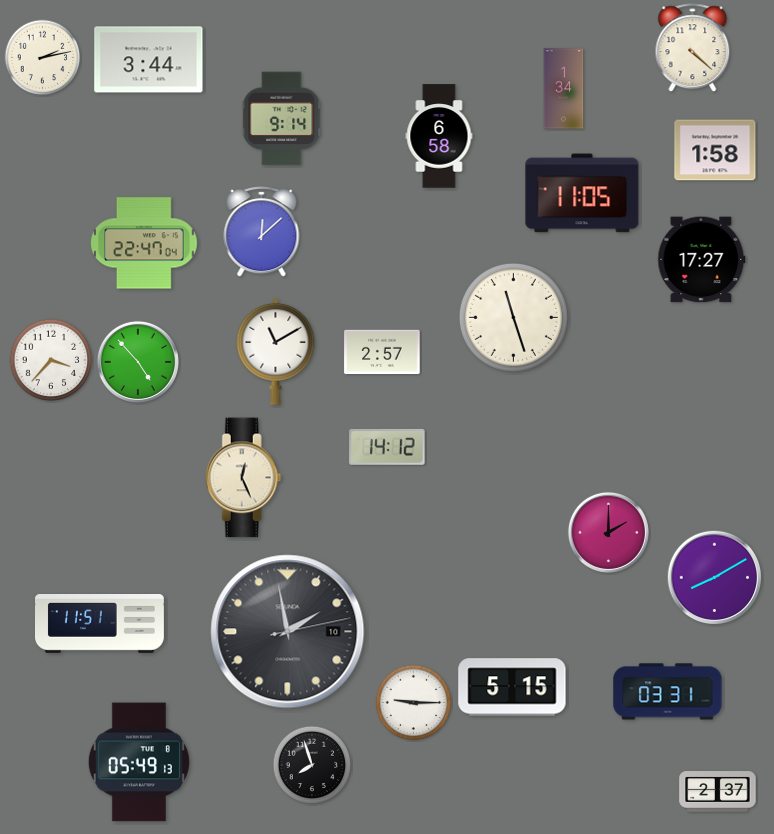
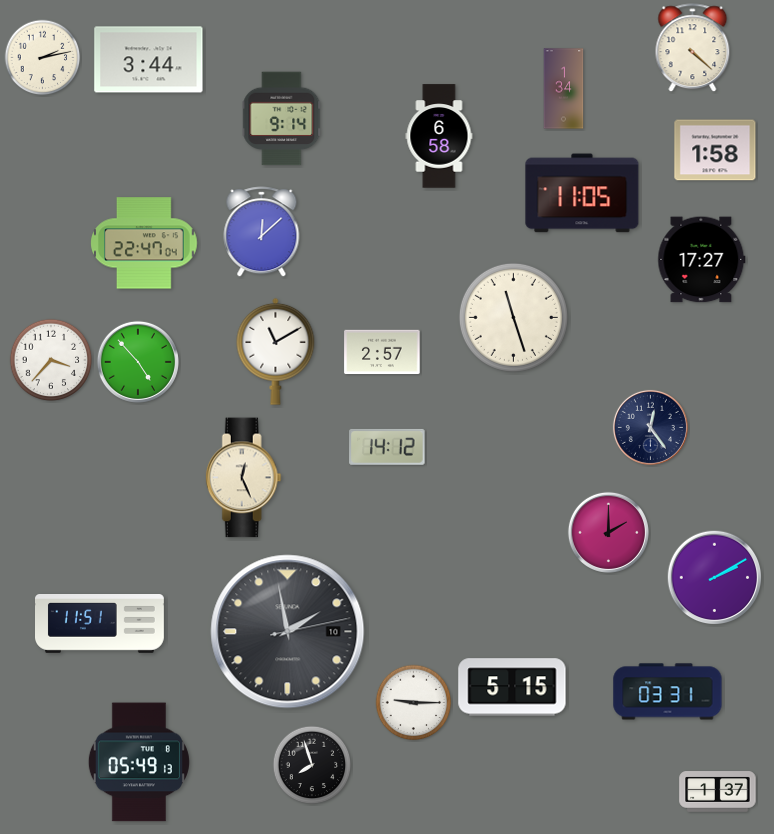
clock at (650, 427): none -> 12:24
clock at (715, 578): 8:10 -> 2:10
clock at (718, 792): 2:37 -> 1:37
